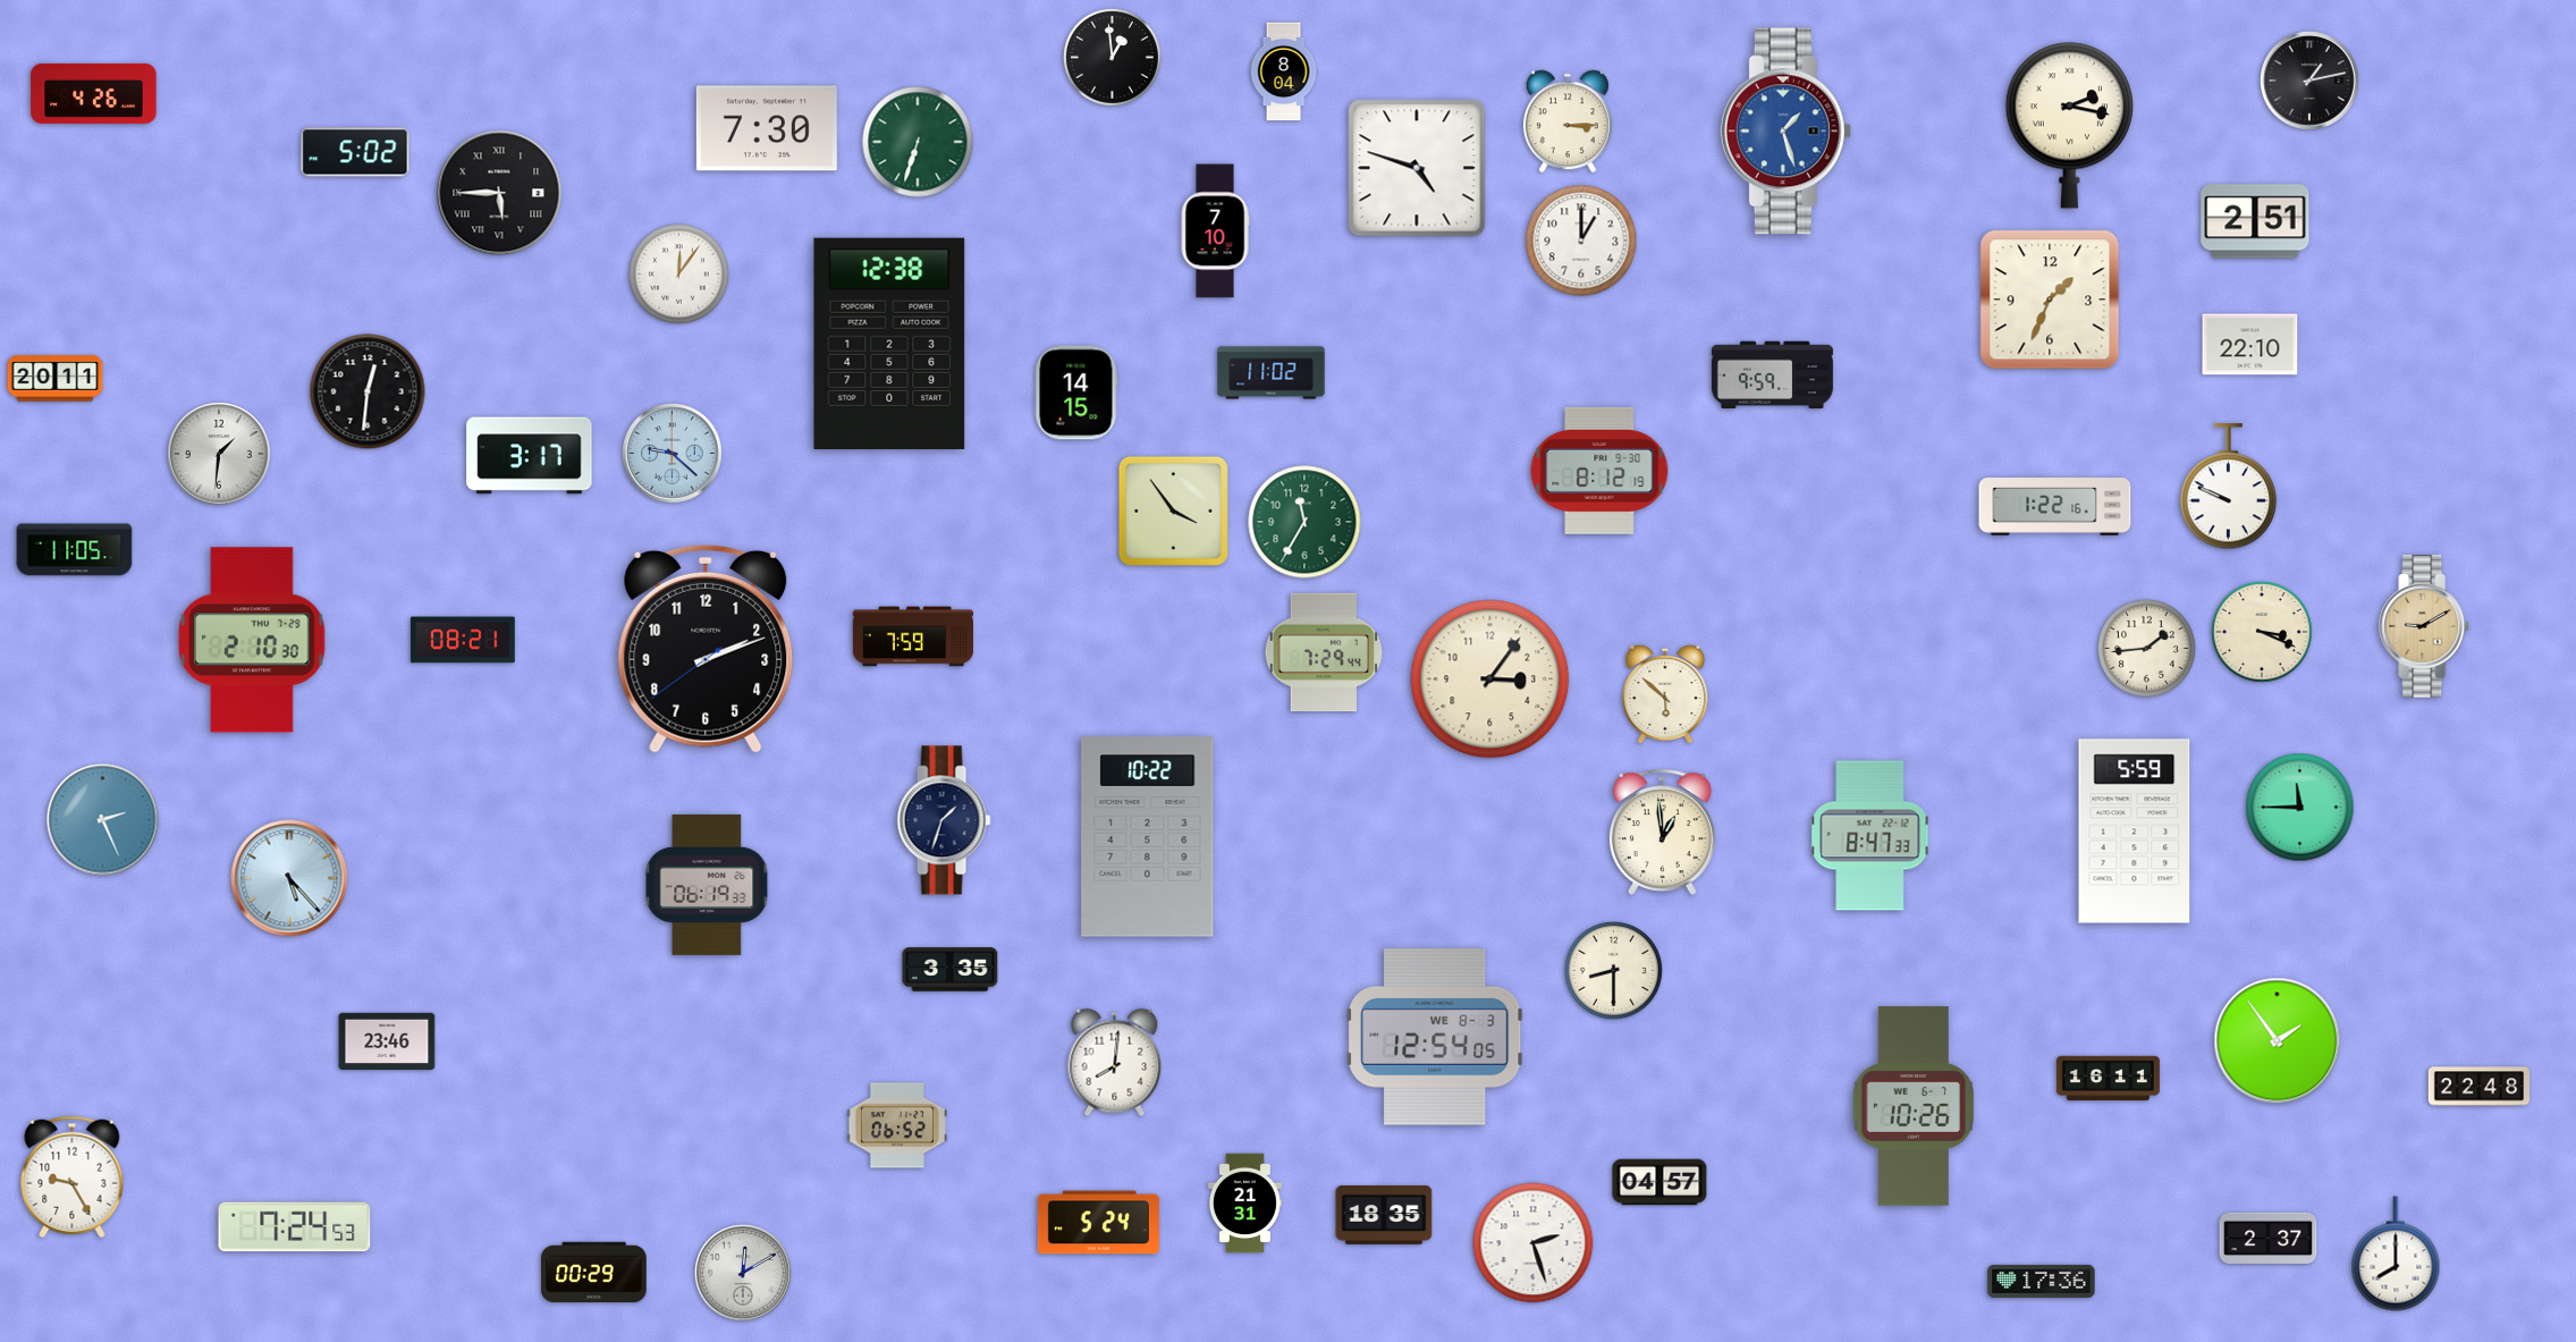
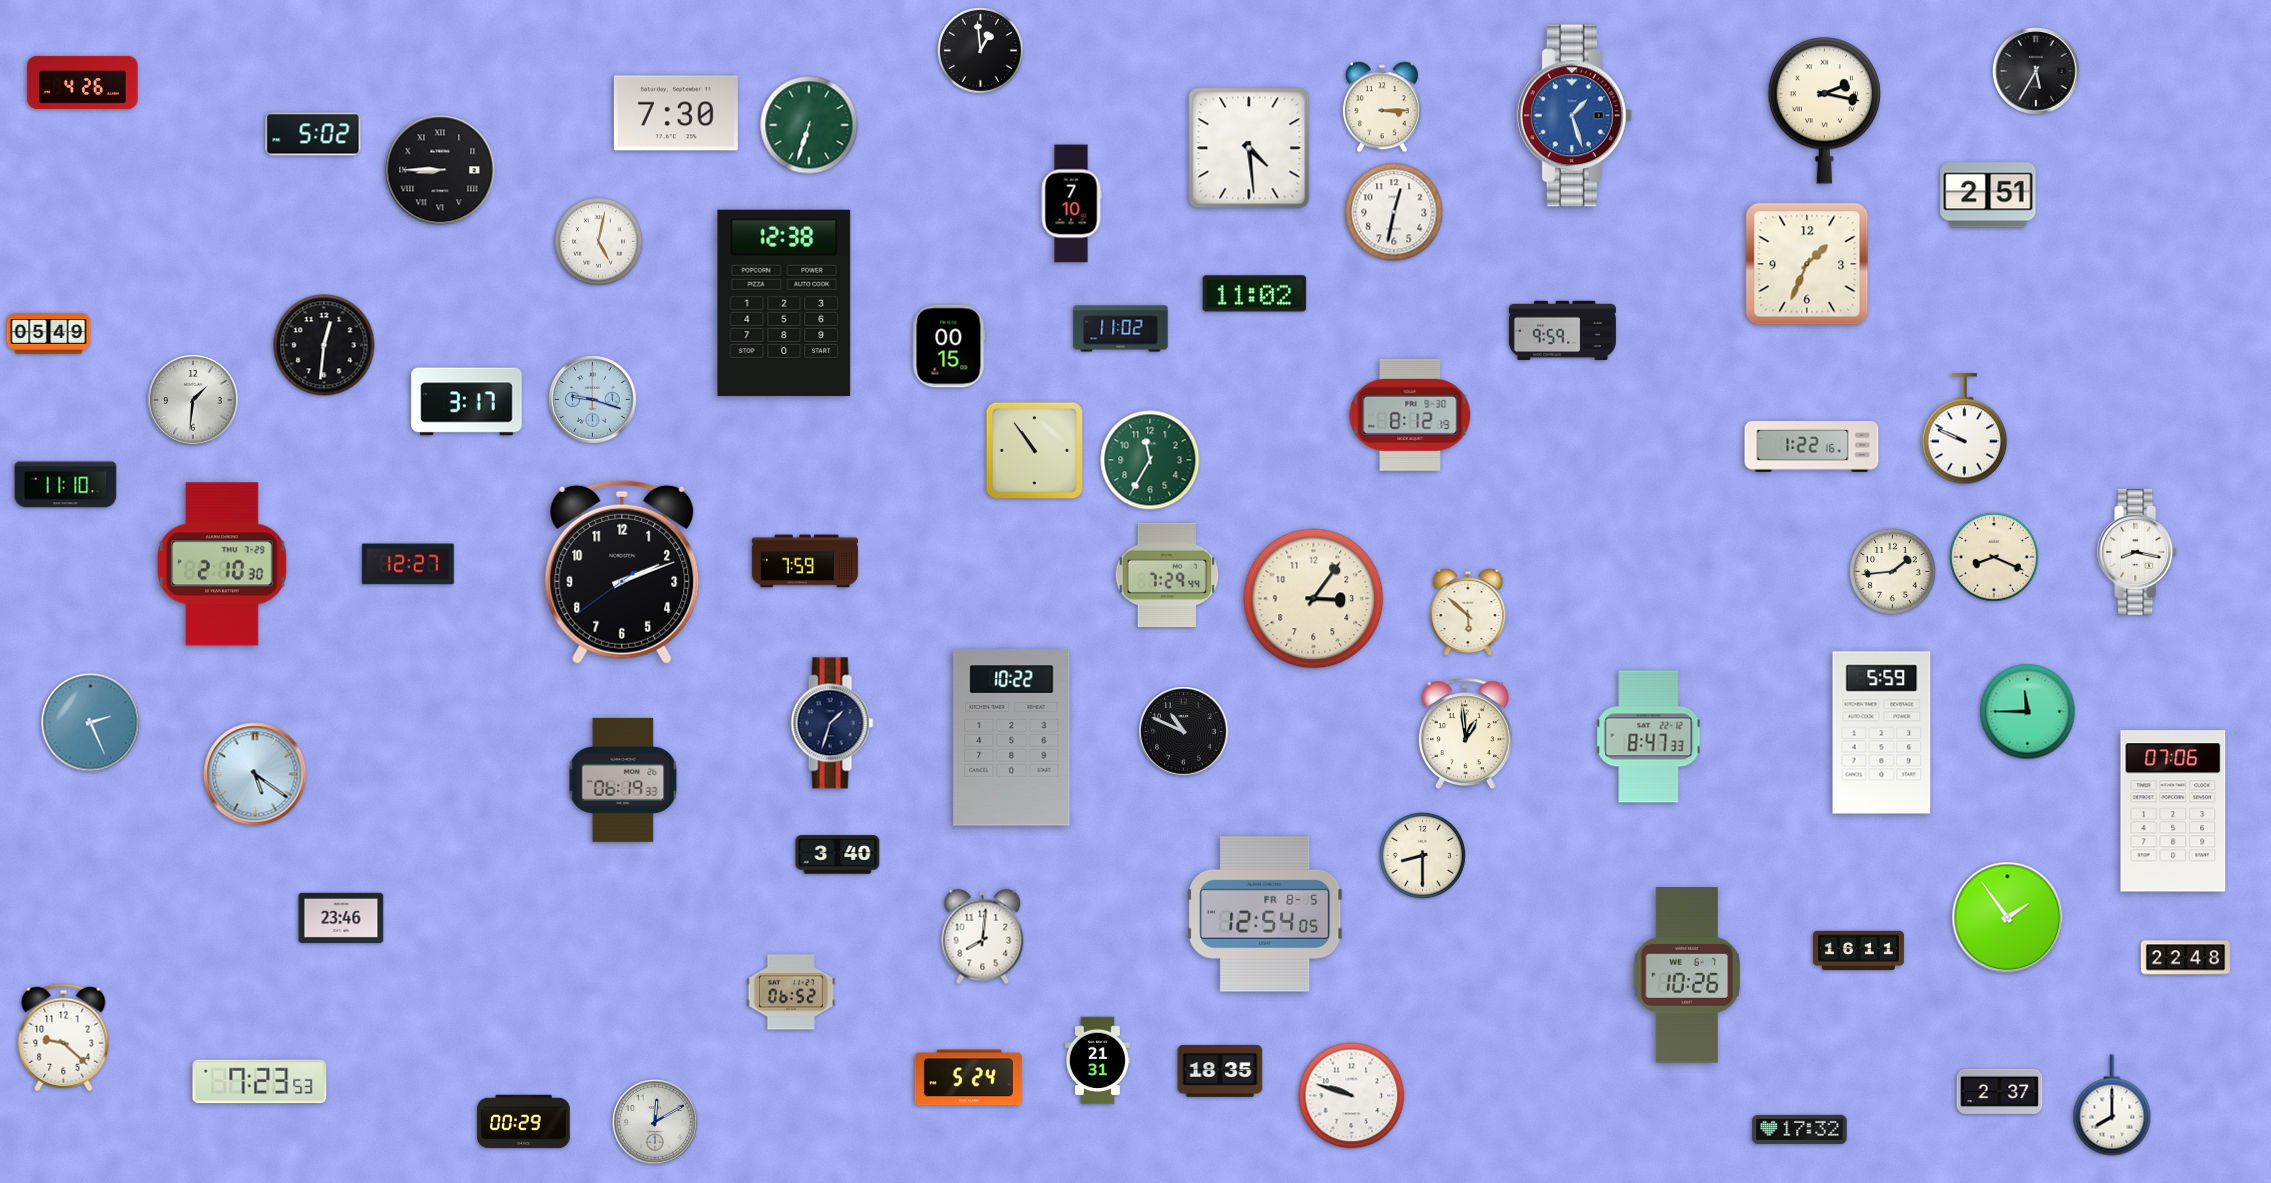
clock at (1284, 71): 8:04 -> none
clock at (2311, 82): 1:13 -> 5:35
clock at (1417, 168): 4:48 -> 4:29
clock at (499, 193): 5:45 -> 8:45
clock at (1581, 240): 1:00 -> 12:32
clock at (679, 275): 12:06 -> 5:02
clock at (1255, 294): none -> 11:02
clock at (2250, 345): 22:10 -> none
clock at (56, 379): 20:11 -> 05:49
clock at (1076, 393): 14:15 -> 00:15
clock at (673, 454): 9:22 -> 9:18
clock at (1173, 510): 3:54 -> 10:54
clock at (75, 550): 11:05 -> 11:10
clock at (2425, 626): 9:10 -> 8:17
clock at (2425, 626) dial: champagne -> white
clock at (2262, 632): 3:19 -> 8:19
clock at (463, 640): 08:21 -> 12:27
clock at (1184, 732): none -> 10:49
clock at (289, 878): 5:23 -> 5:21
clock at (2173, 811): none -> 07:06
clock at (951, 970): 3:35 -> 3:40
clock at (1435, 1038) date: WE 8-3 -> FR 8-5
clock at (73, 1178): 9:25 -> 9:22
clock at (1659, 1182): 04:57 -> none
clock at (295, 1227): 7:24 -> 7:23
clock at (1534, 1243): 2:27 -> 9:48
clock at (2042, 1281): 17:36 -> 17:32
